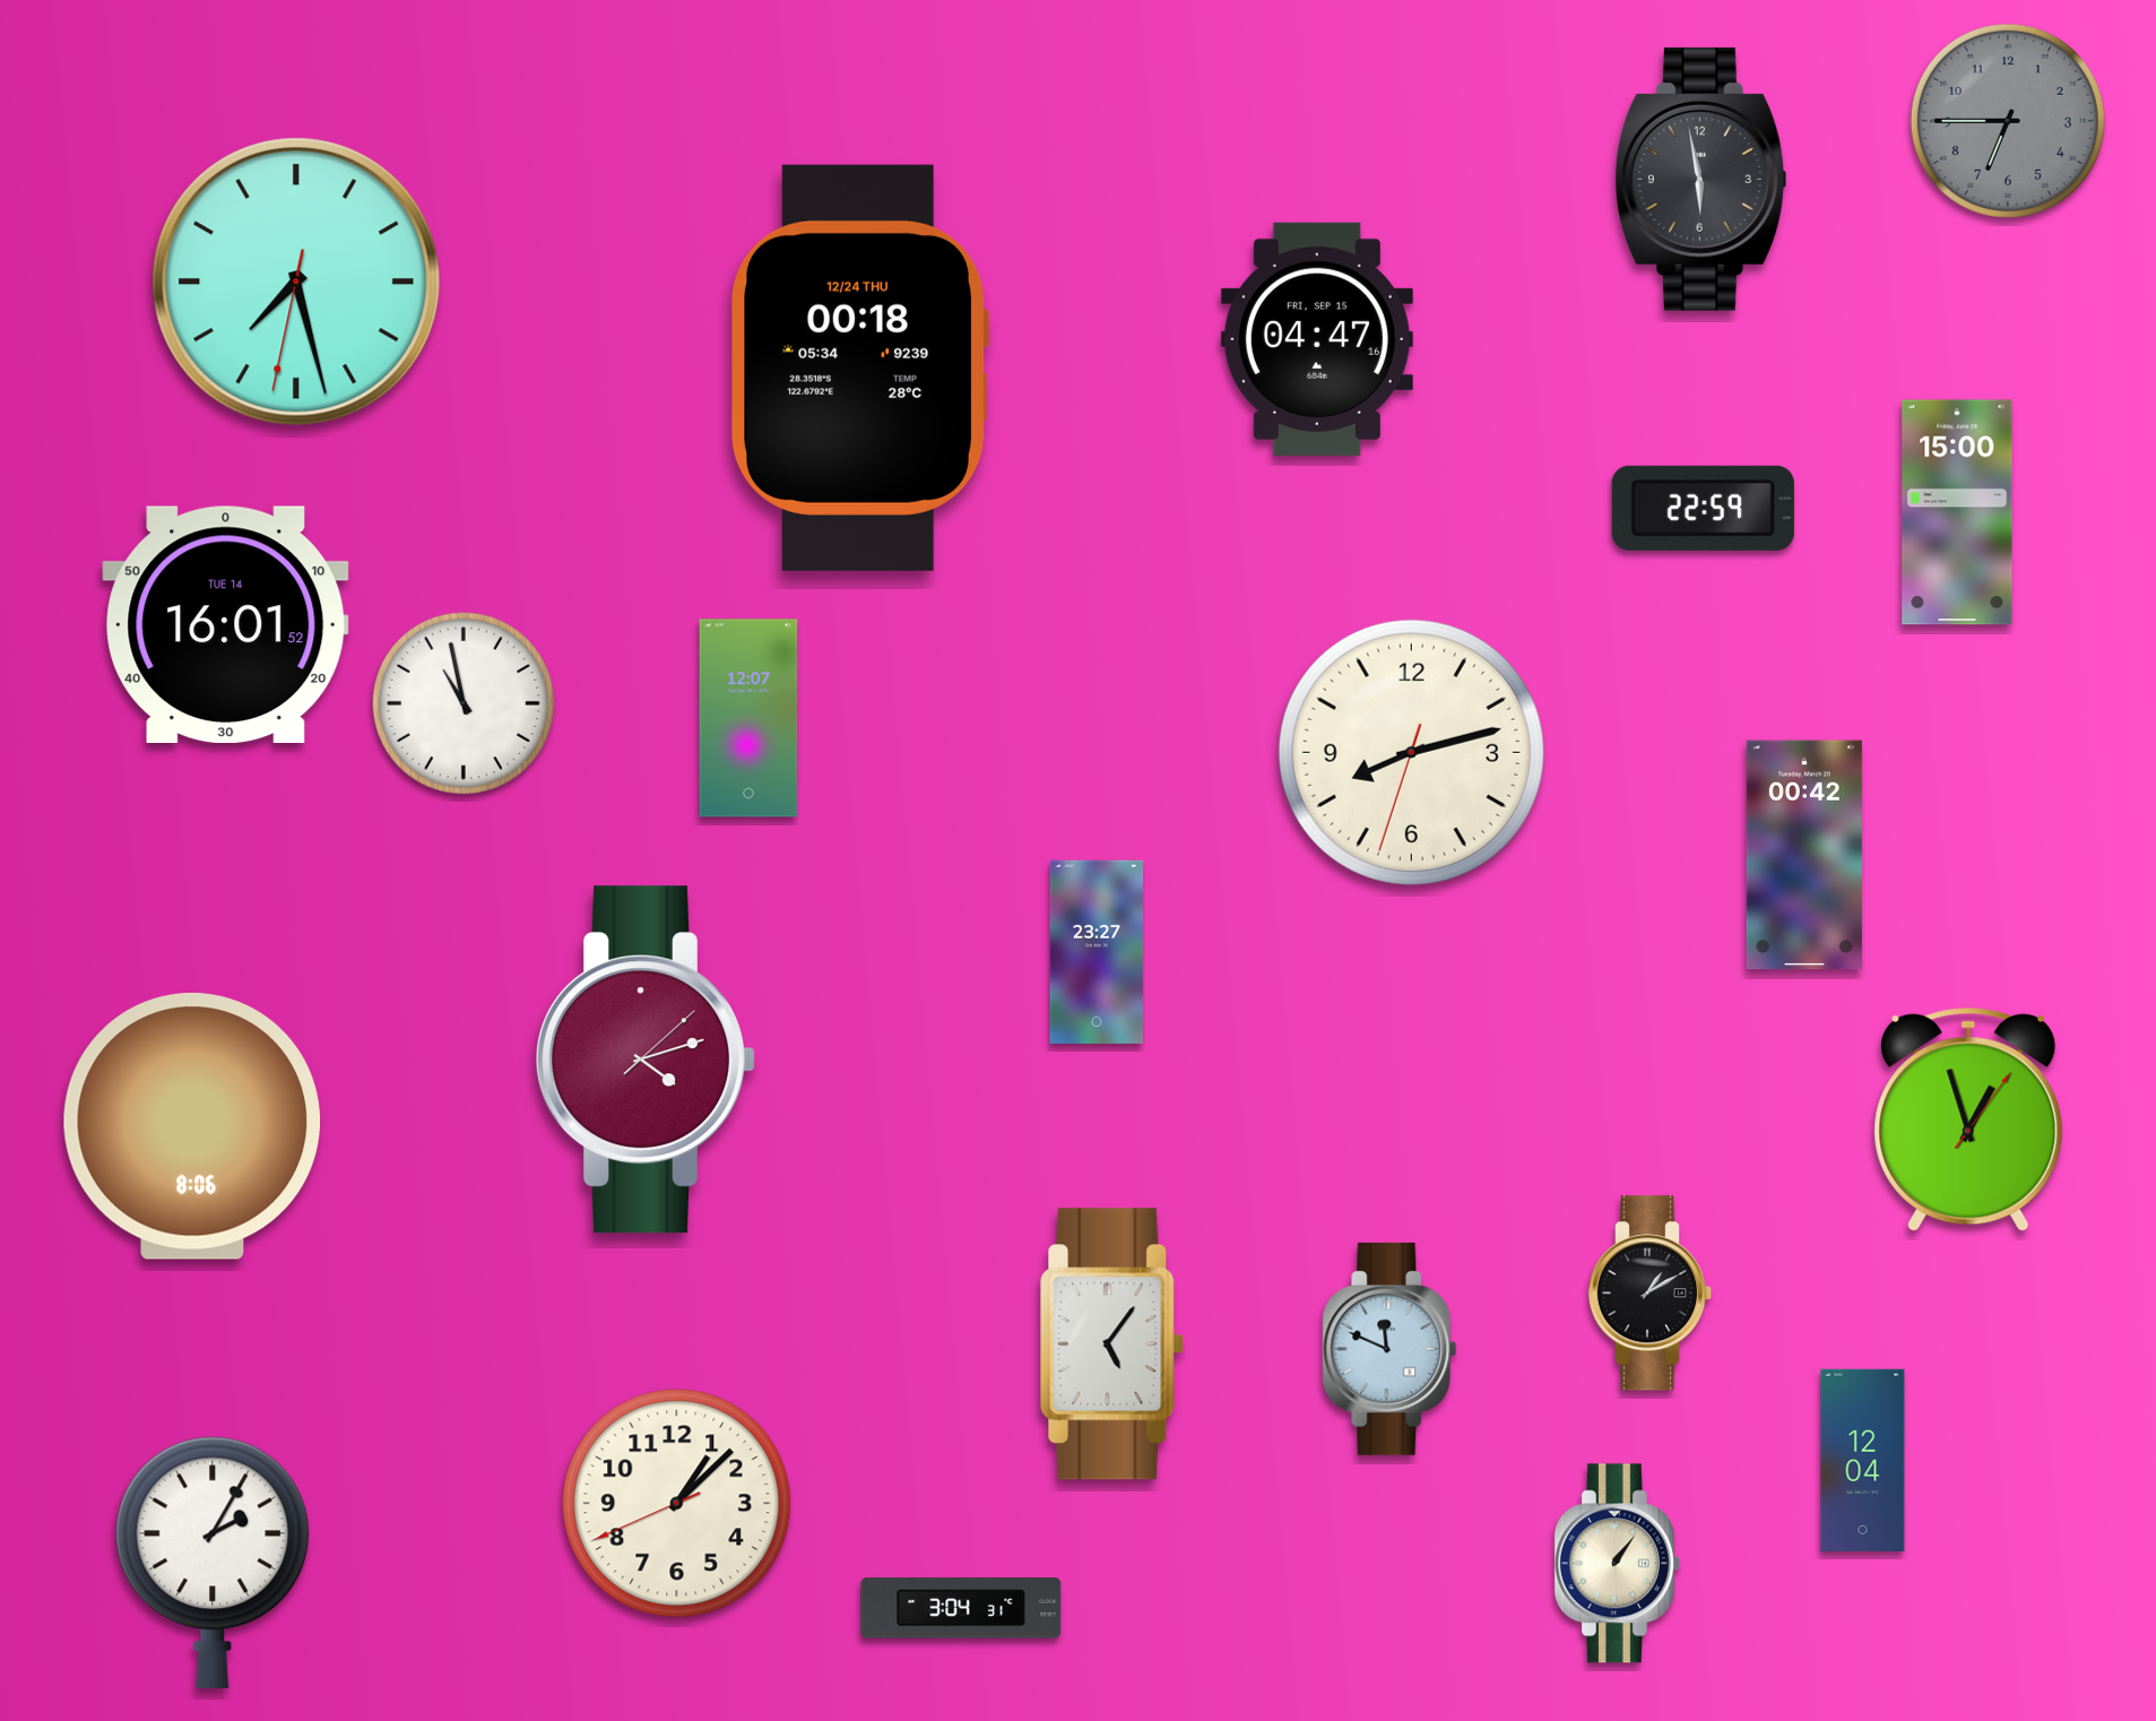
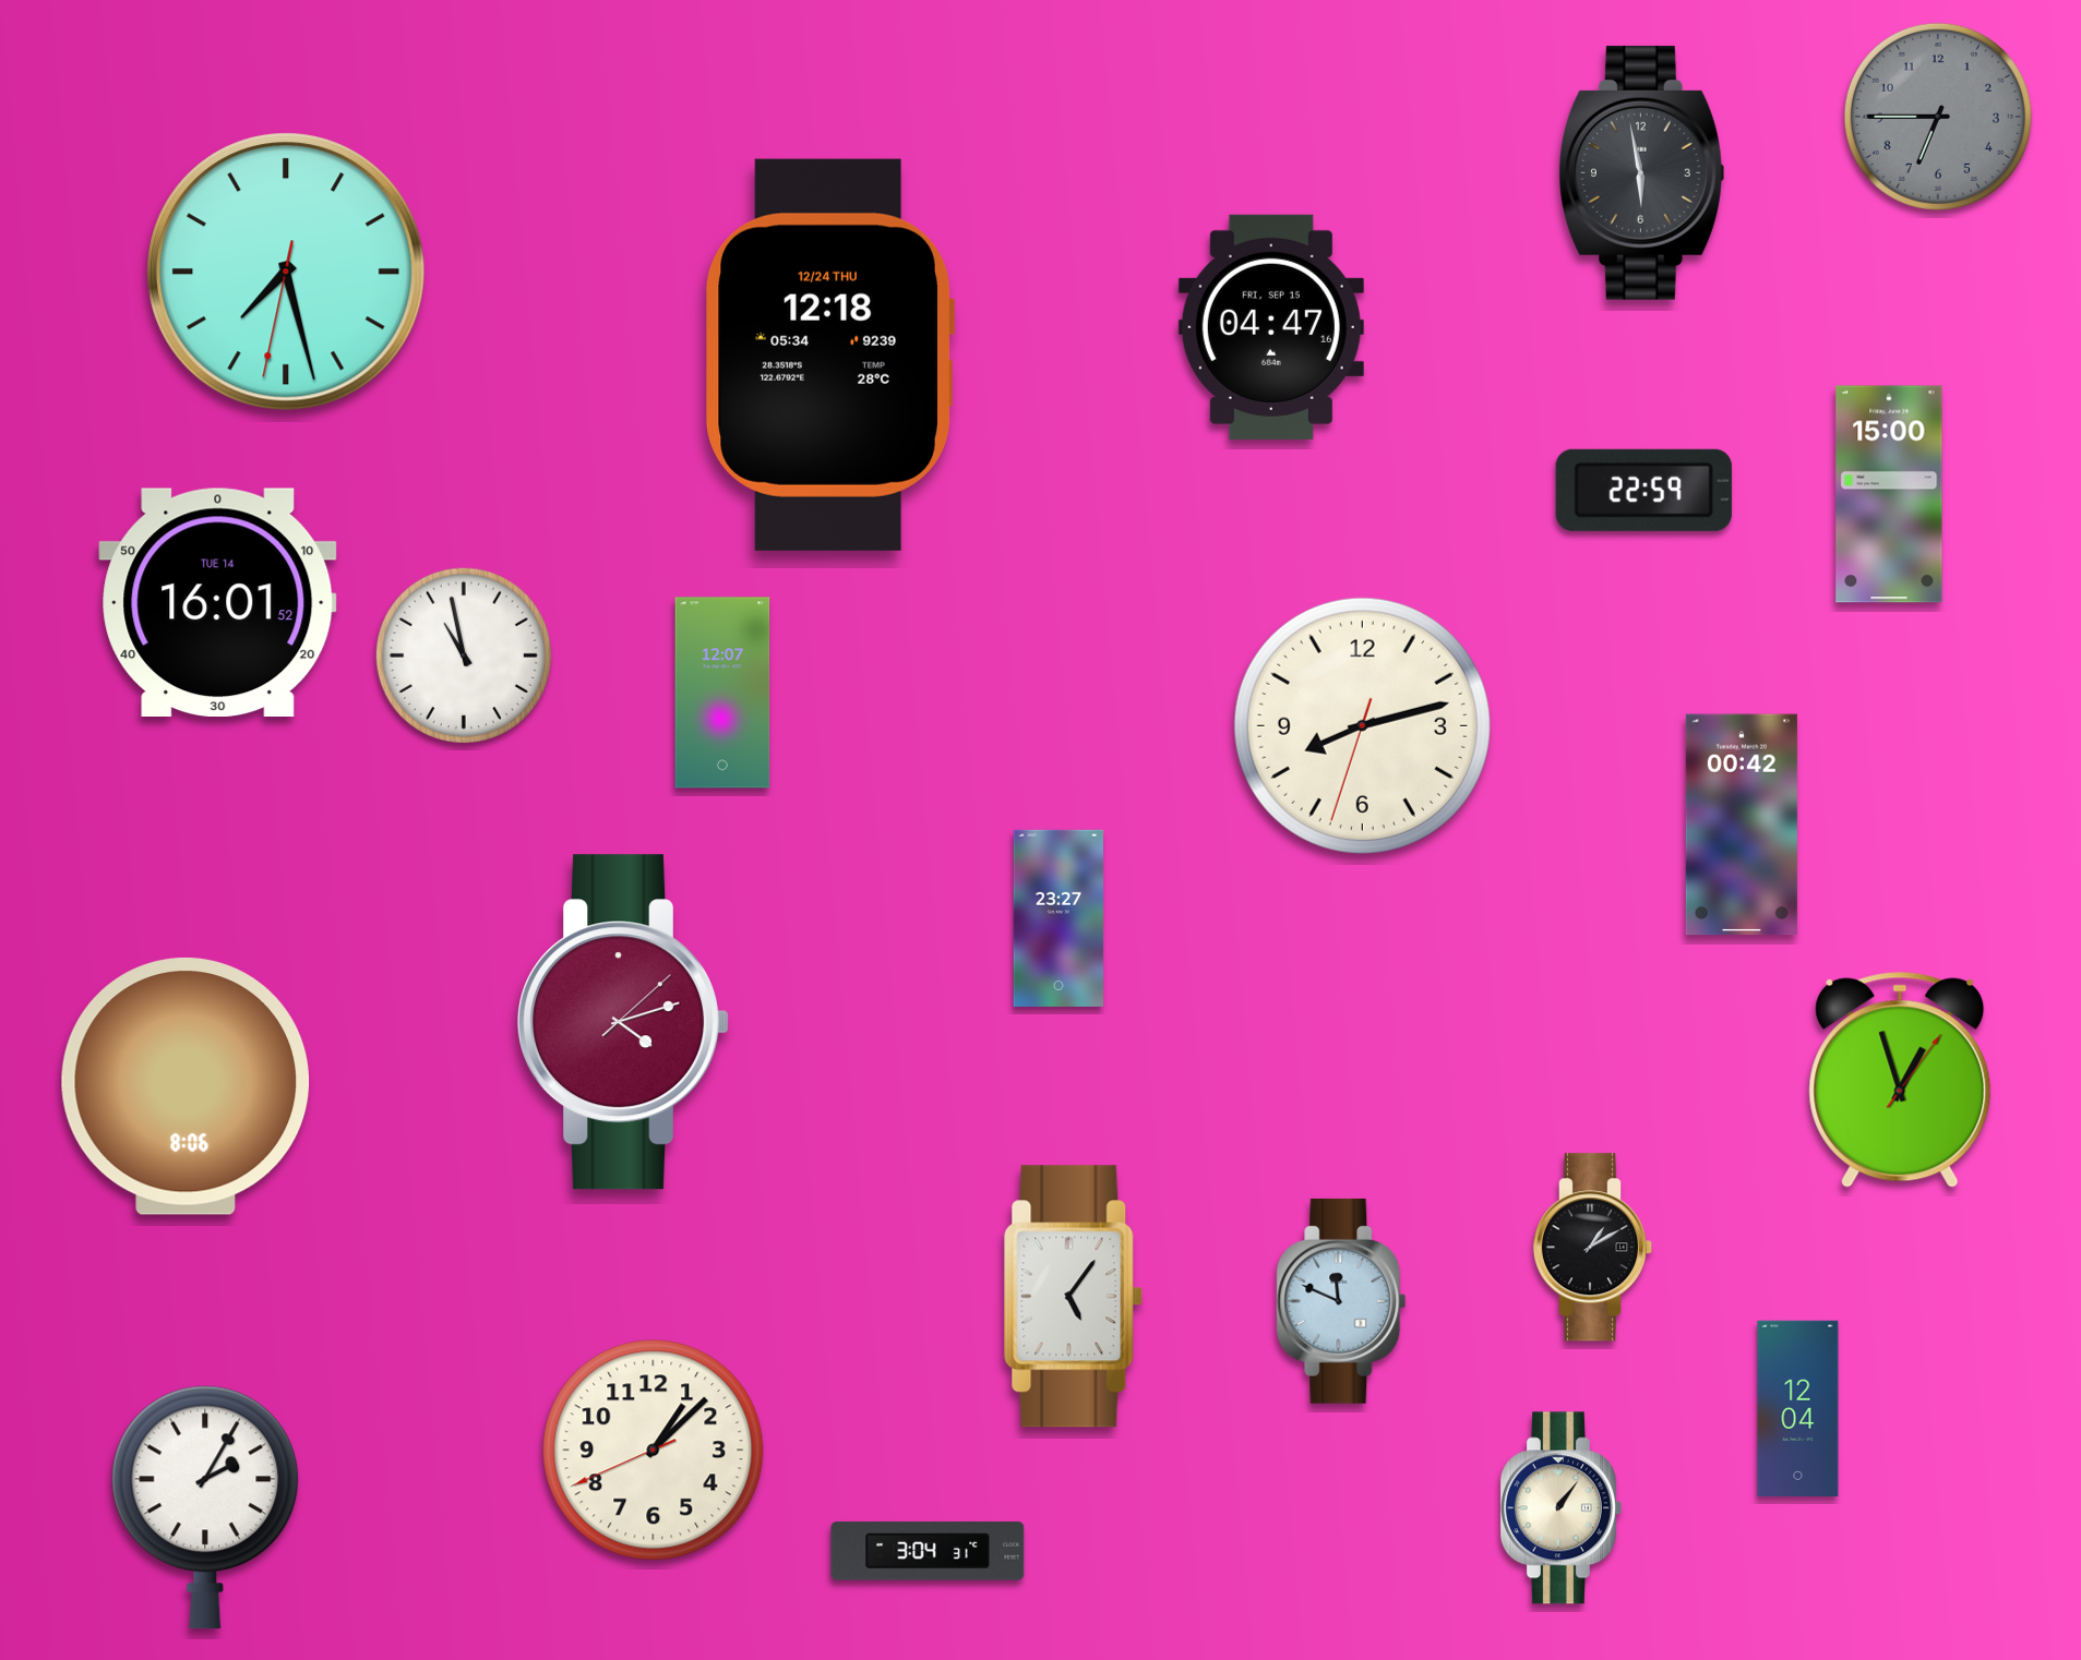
clock at (859, 367): 00:18 -> 12:18
clock at (462, 702) position: (462, 702) -> (463, 654)
